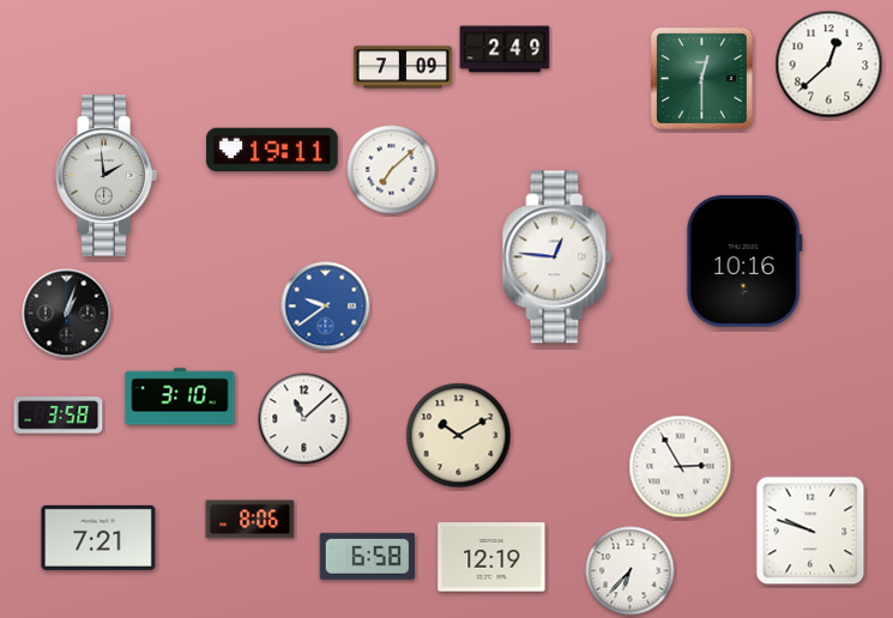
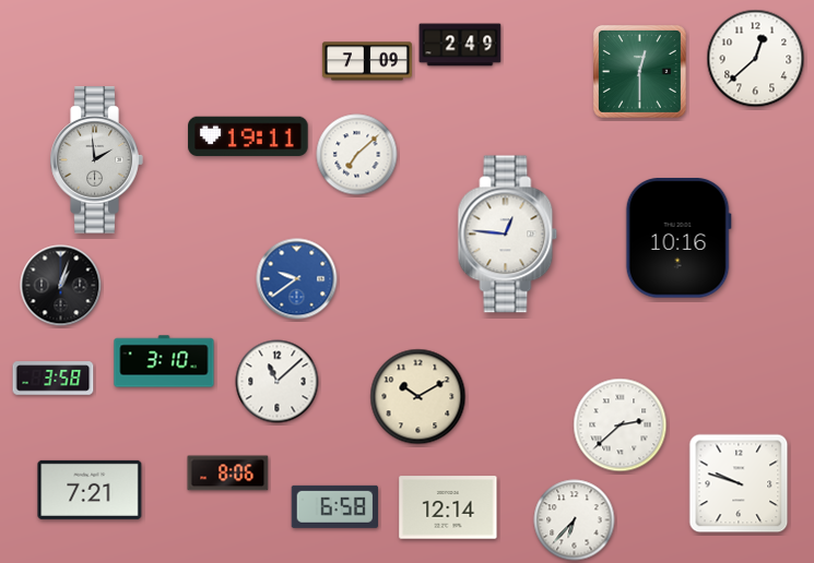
clock at (681, 467): 2:55 -> 2:38
clock at (491, 557): 12:19 -> 12:14
